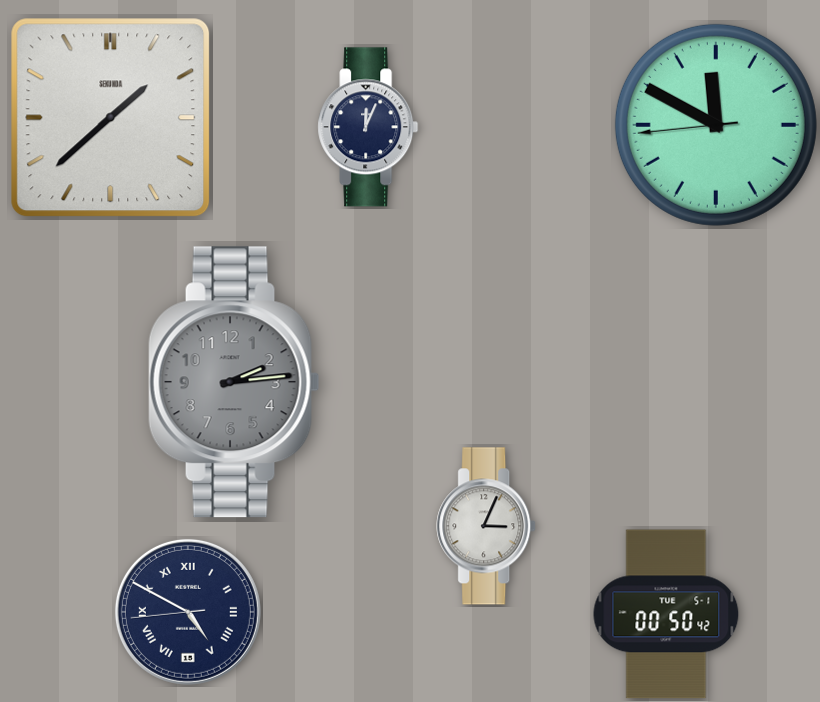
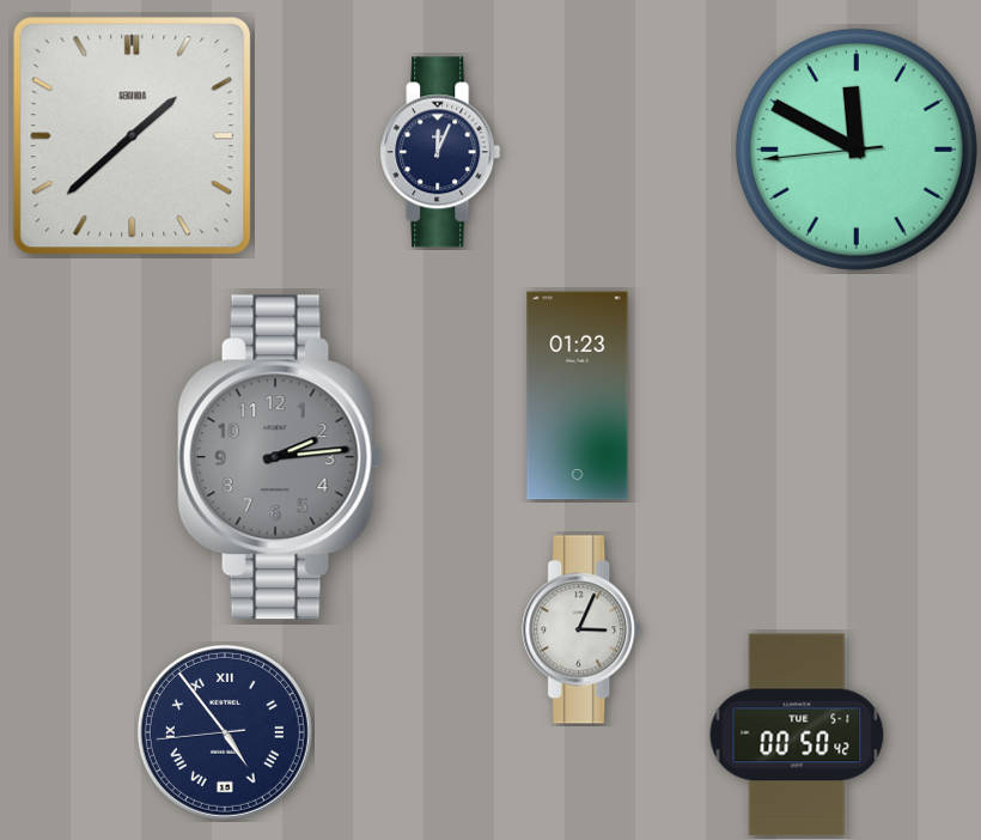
clock at (111, 118) position: (111, 118) -> (133, 136)
clock at (578, 396): none -> 01:23
clock at (188, 612): 4:49 -> 4:53
